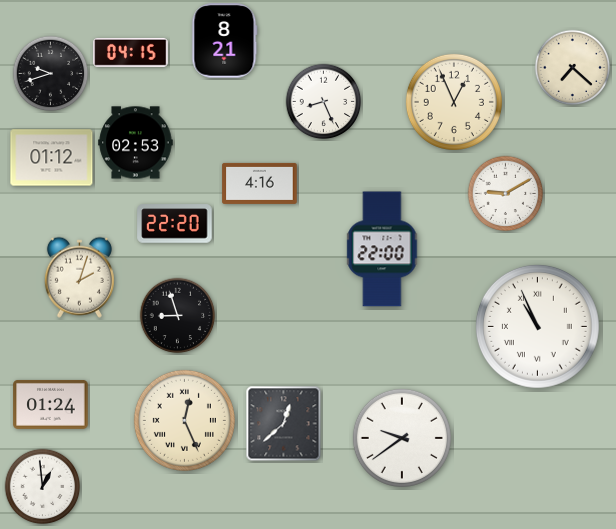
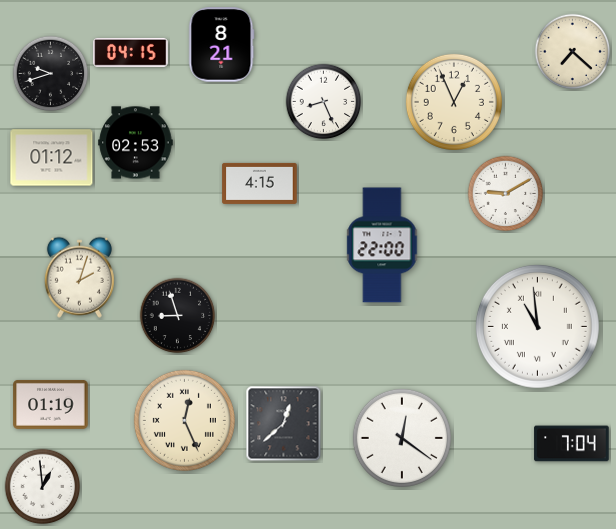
clock at (225, 41) position: (225, 41) -> (222, 45)
clock at (573, 68) position: (573, 68) -> (573, 52)
clock at (260, 183): 4:16 -> 4:15
clock at (175, 224): 22:20 -> none
clock at (382, 249) position: (382, 249) -> (382, 245)
clock at (537, 326): 10:56 -> 10:59
clock at (51, 404): 01:24 -> 01:19
clock at (402, 438): 9:39 -> 12:21
clock at (572, 444): none -> 7:04
